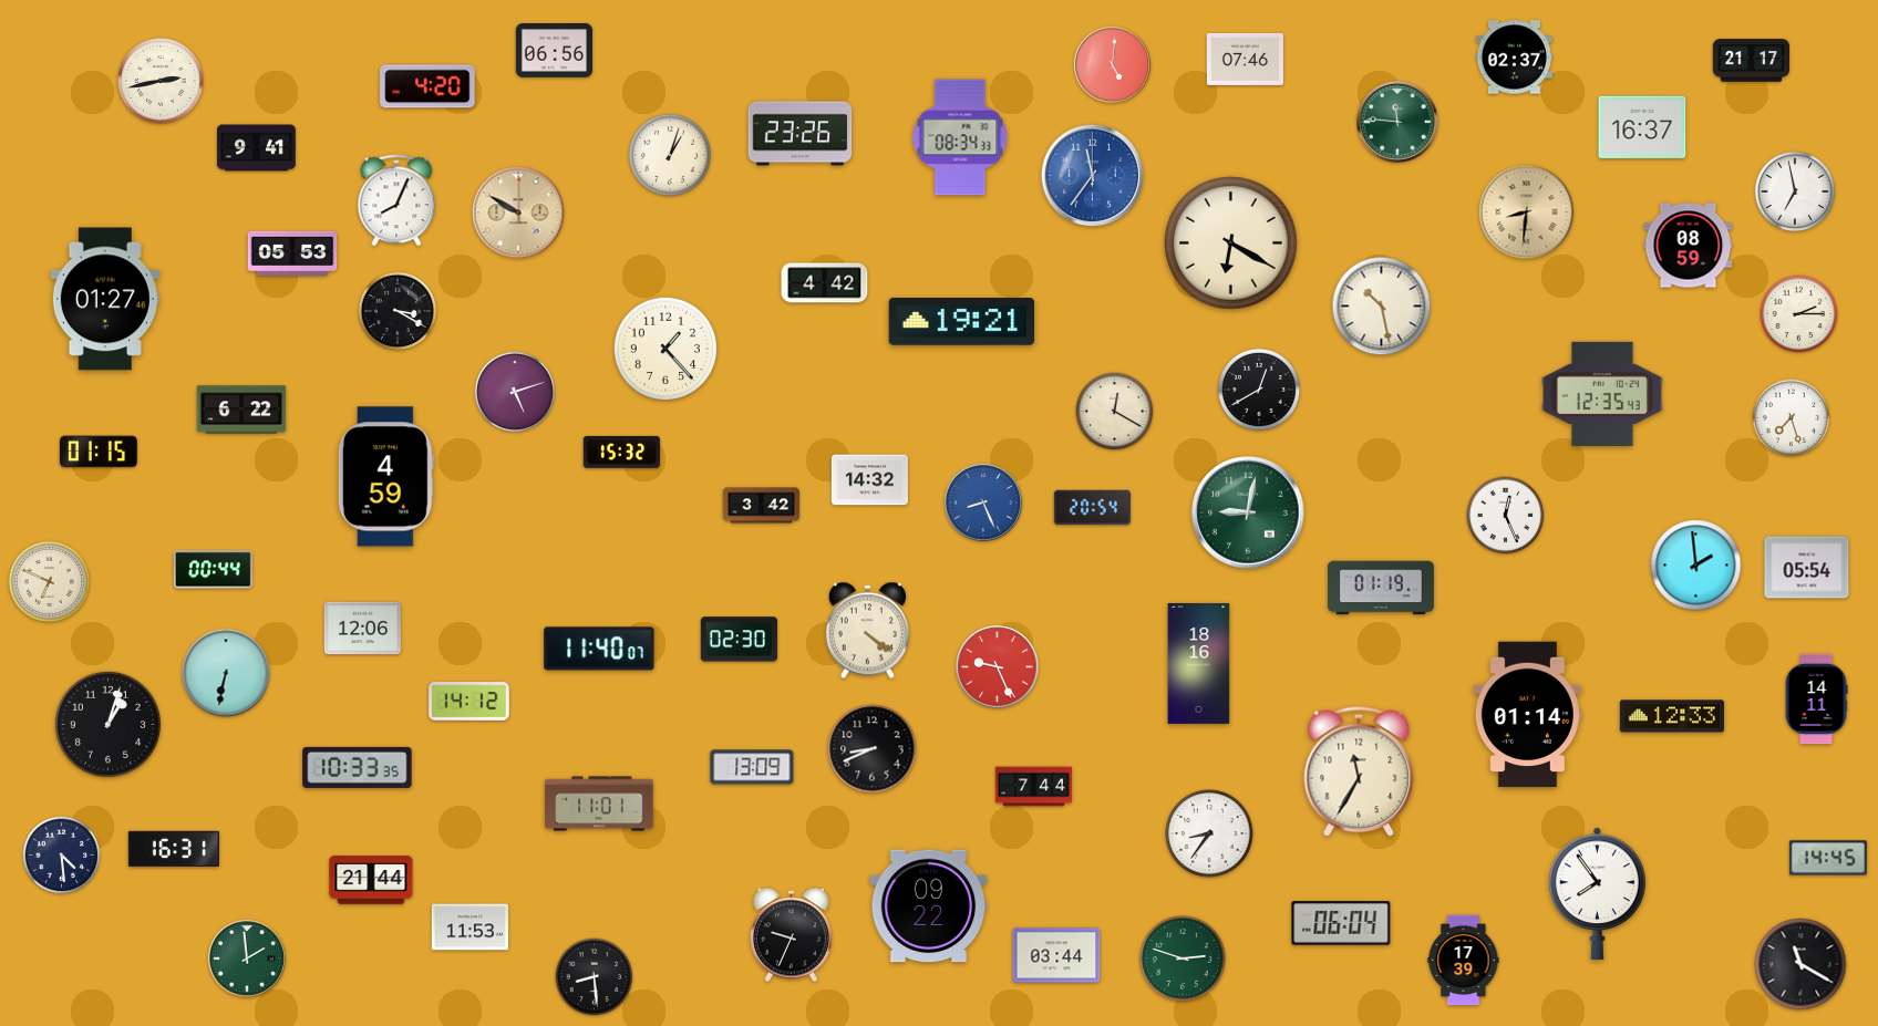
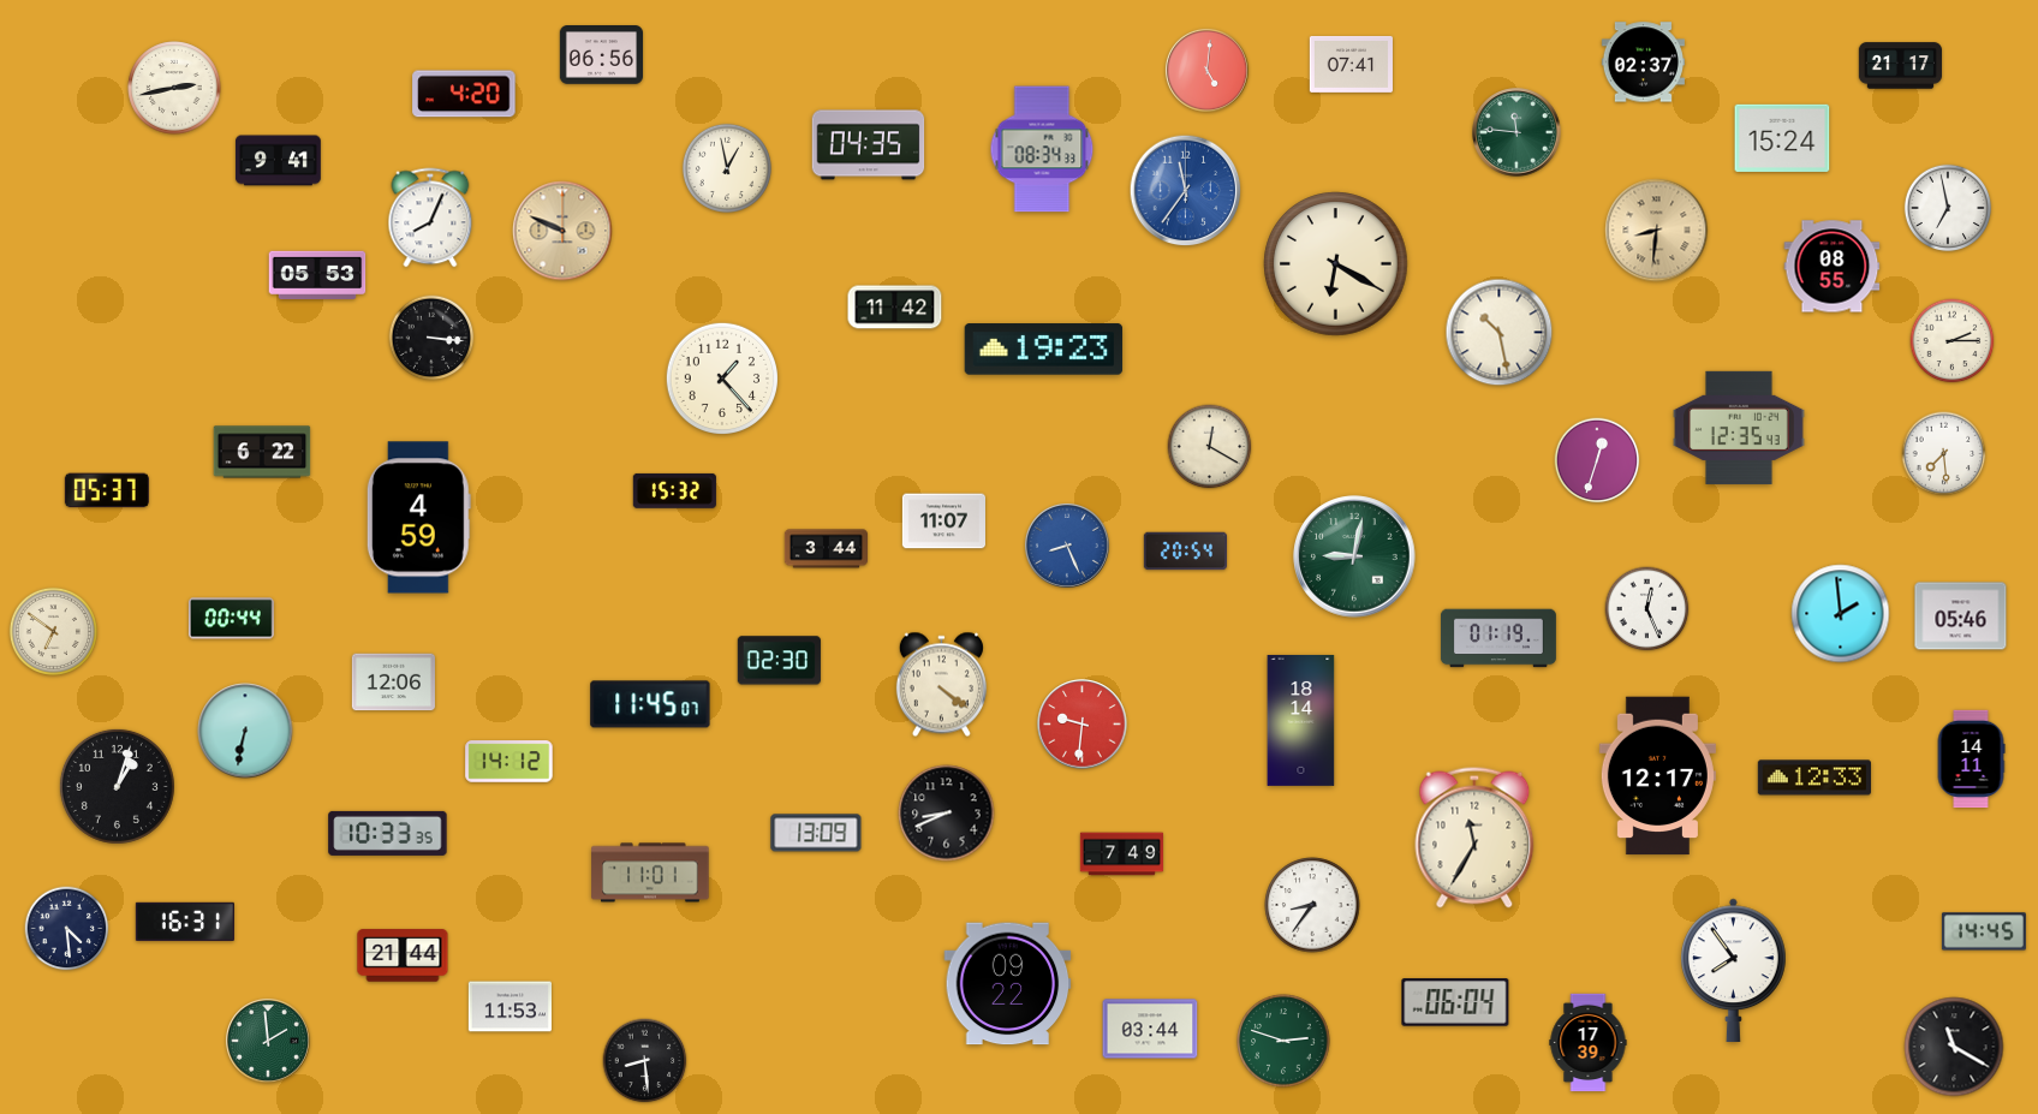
clock at (1245, 59): 07:46 -> 07:41
clock at (1642, 126): 16:37 -> 15:24
clock at (801, 134): 23:26 -> 04:35
clock at (670, 155): 1:03 -> 12:58
clock at (518, 213): 9:50 -> 9:49
clock at (1689, 246): 08:59 -> 08:55
clock at (825, 283): 4:42 -> 11:42
clock at (105, 299): 01:27 -> none
clock at (398, 311): 3:20 -> 3:16
clock at (962, 322): 19:21 -> 19:23
clock at (1259, 390): 12:40 -> none
clock at (515, 392): 5:12 -> none
clock at (241, 410) position: (241, 410) -> (262, 452)
clock at (1792, 418): 7:27 -> 7:29
clock at (1597, 460): none -> 12:33
clock at (99, 452): 01:15 -> 05:37
clock at (869, 480): 14:32 -> 11:07
clock at (761, 506): 3:42 -> 3:44
clock at (1506, 516) position: (1506, 516) -> (1647, 609)
clock at (1807, 568): 05:54 -> 05:46
clock at (49, 581): 6:49 -> 6:51
clock at (739, 640) position: (739, 640) -> (779, 661)
clock at (599, 649): 11:40 -> 11:45
clock at (1199, 663): 18:16 -> 18:14
clock at (998, 667): 9:26 -> 9:31
clock at (1527, 715): 01:14 -> 12:17
clock at (1033, 787): 7:44 -> 7:49
clock at (174, 848) position: (174, 848) -> (185, 921)
clock at (791, 935): 9:34 -> none
clock at (1056, 955) position: (1056, 955) -> (1150, 1029)
